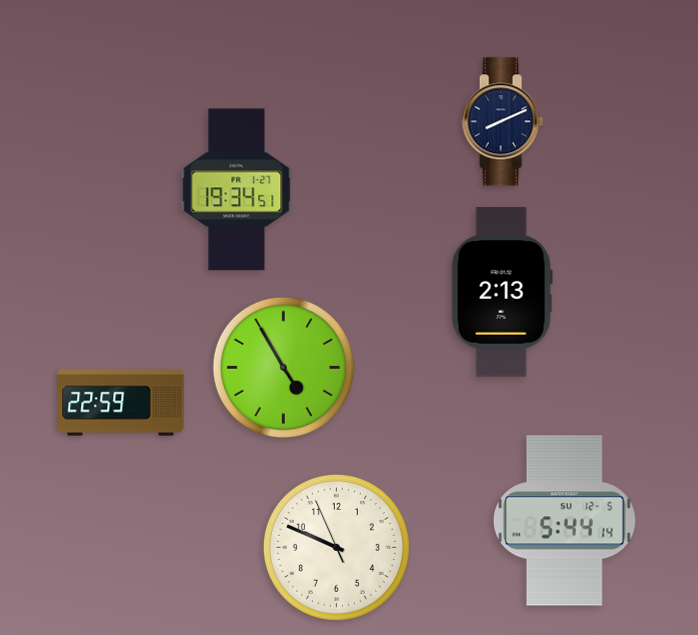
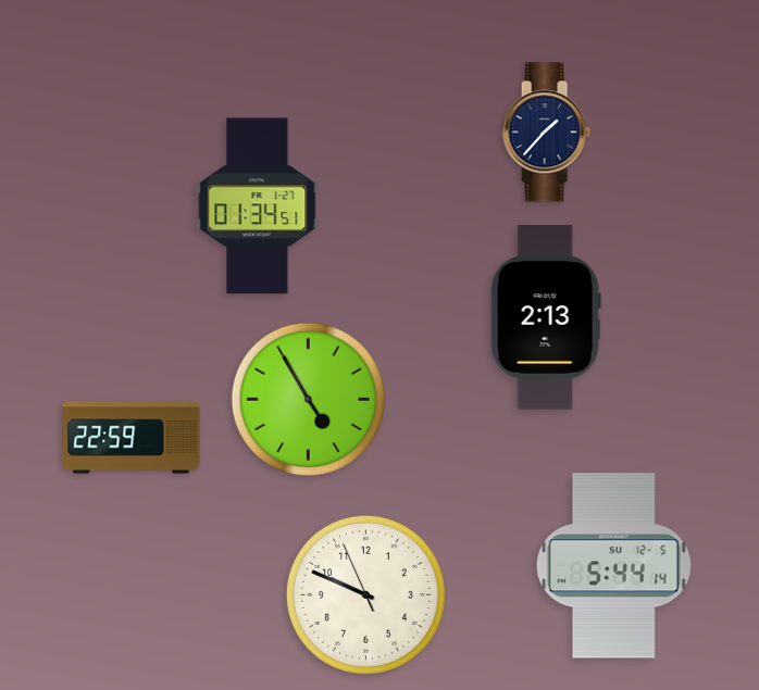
clock at (502, 122): 8:11 -> 1:37
clock at (237, 190): 19:34 -> 01:34
